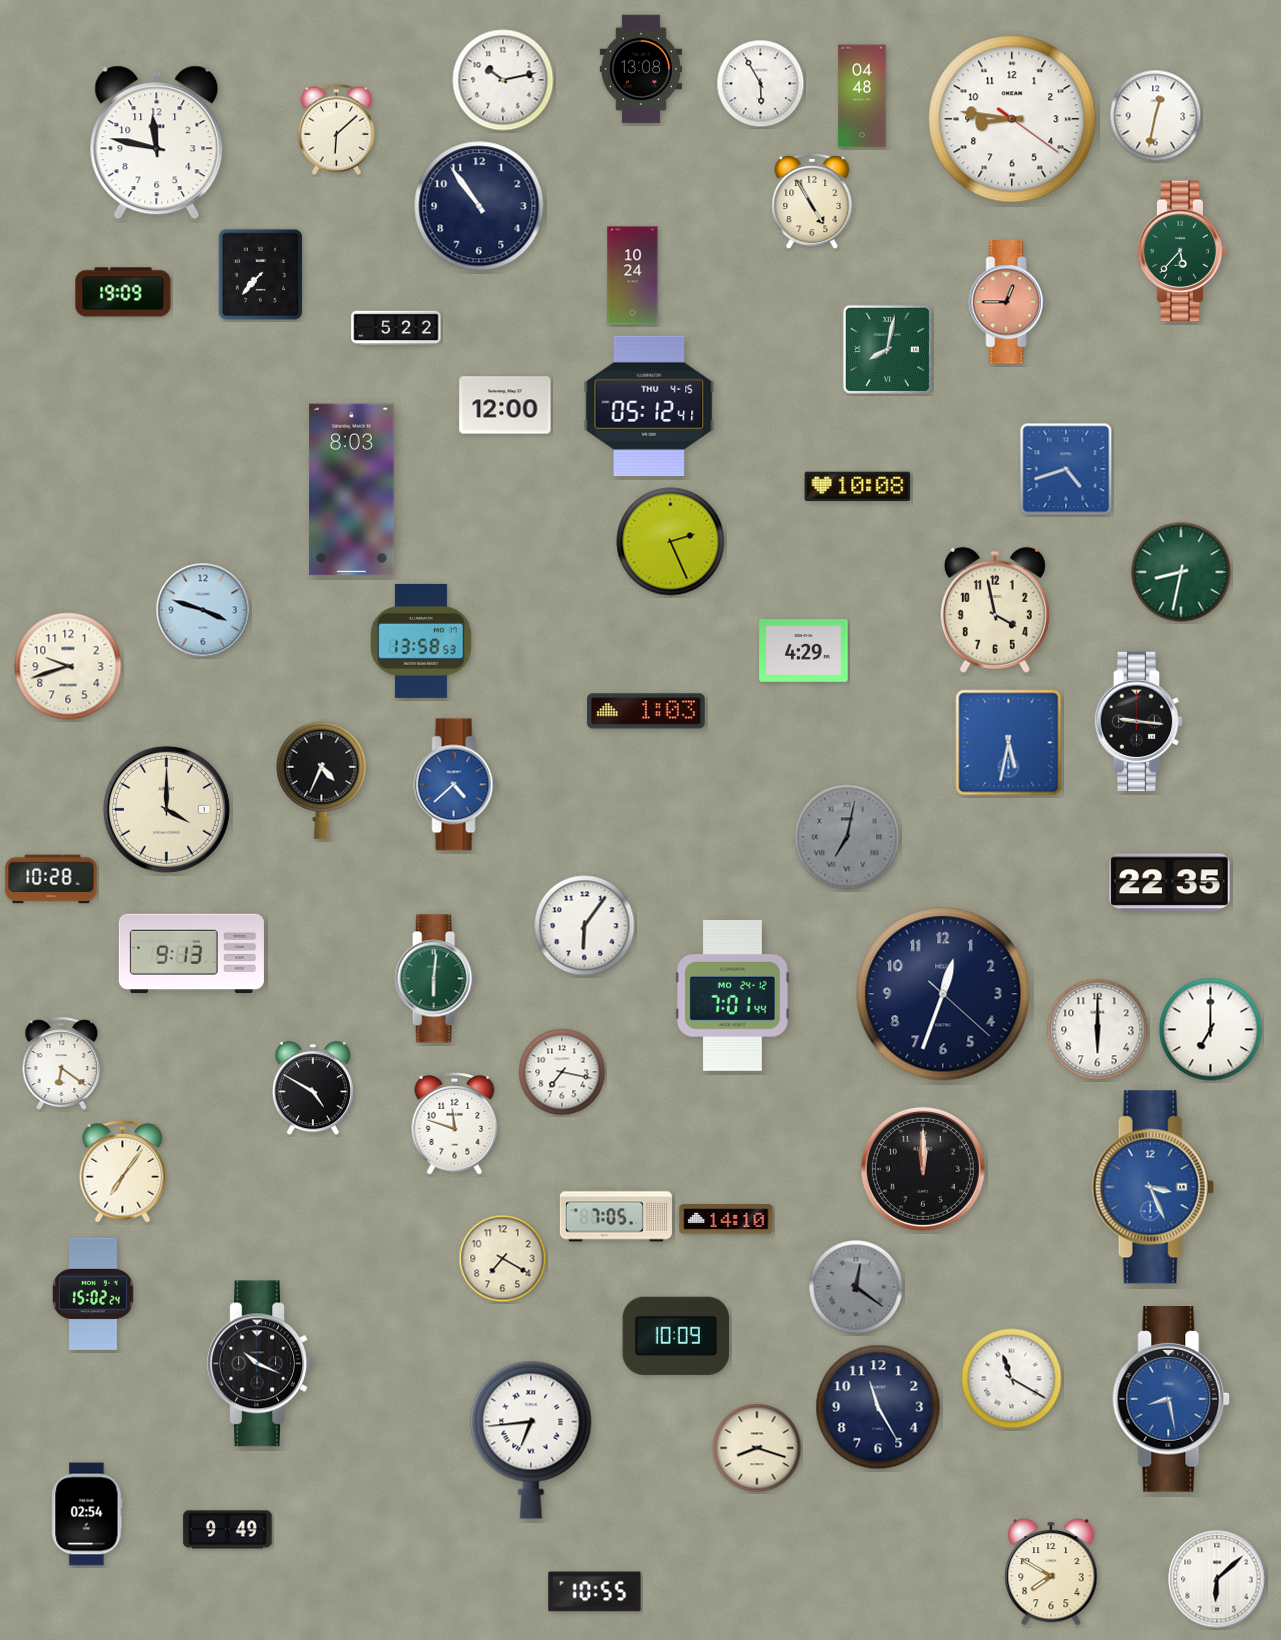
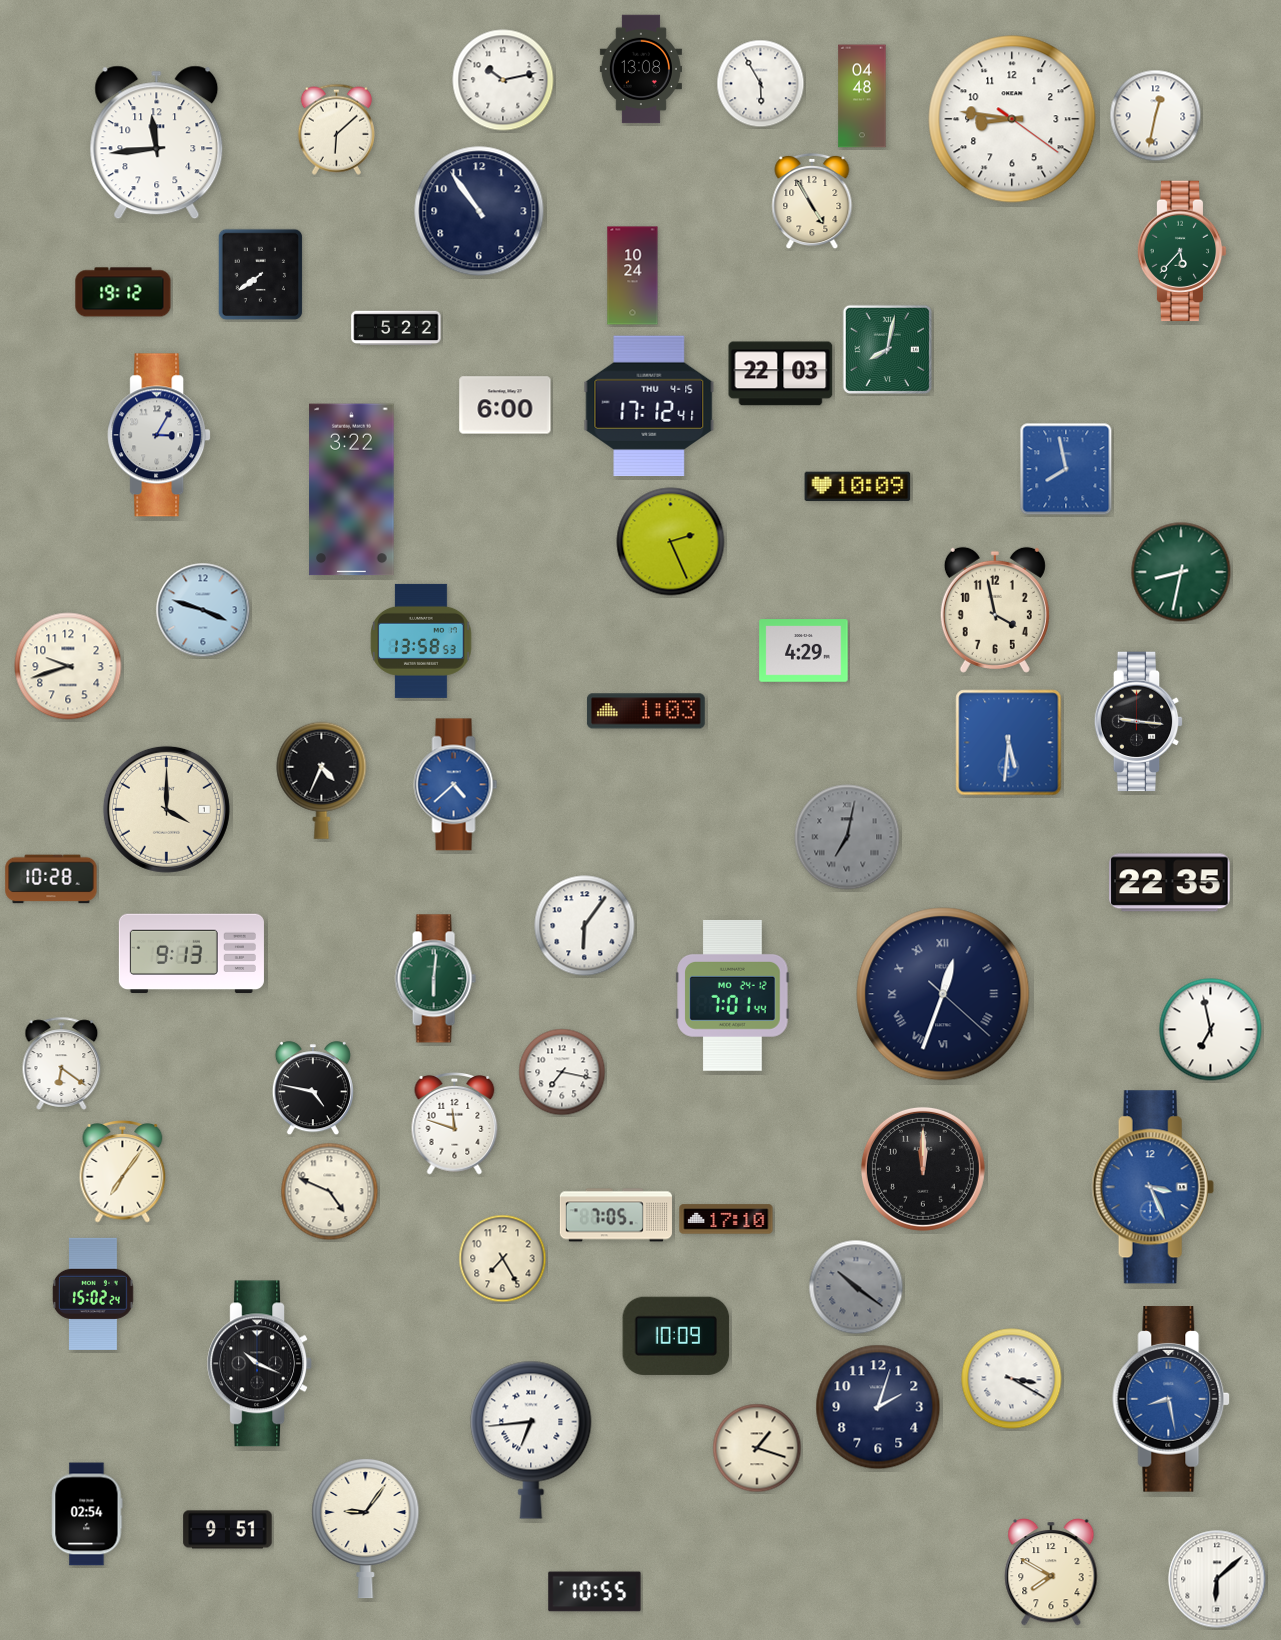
clock at (157, 143): 11:47 -> 11:44
clock at (479, 206) position: (479, 206) -> (479, 211)
clock at (260, 275): 7:37 -> 7:39
clock at (123, 292): 19:09 -> 19:12
clock at (1008, 302): 12:45 -> none
clock at (781, 374): none -> 22:03
clock at (505, 405): 12:00 -> 6:00
clock at (649, 406): 05:12 -> 17:12
clock at (159, 435): none -> 3:05
clock at (1066, 469): 4:42 -> 7:58
clock at (858, 487): 10:08 -> 10:09
clock at (352, 490): 8:03 -> 3:22
clock at (1009, 743): 5:32 -> 5:31
clock at (943, 994) numerals: Arabic -> Roman
clock at (1098, 1030): 6:00 -> none
clock at (1211, 1030): 7:00 -> 6:58
clock at (313, 1089): 4:50 -> 4:47
clock at (330, 1192): none -> 4:49
clock at (726, 1219): 14:10 -> 17:10
clock at (503, 1259): 7:20 -> 7:25
clock at (856, 1287): 12:21 -> 10:21
clock at (1012, 1379): 11:20 -> 3:20
clock at (878, 1407): 11:25 -> 2:03
clock at (757, 1448): 8:18 -> 1:18
clock at (366, 1528): none -> 9:06
clock at (228, 1530): 9:49 -> 9:51
